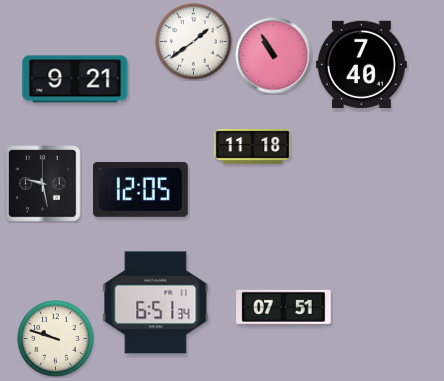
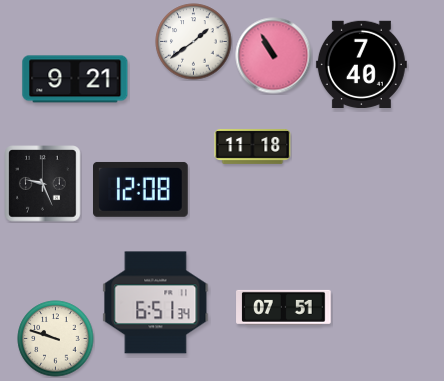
clock at (43, 184): 9:28 -> 9:26
clock at (141, 189): 12:05 -> 12:08
